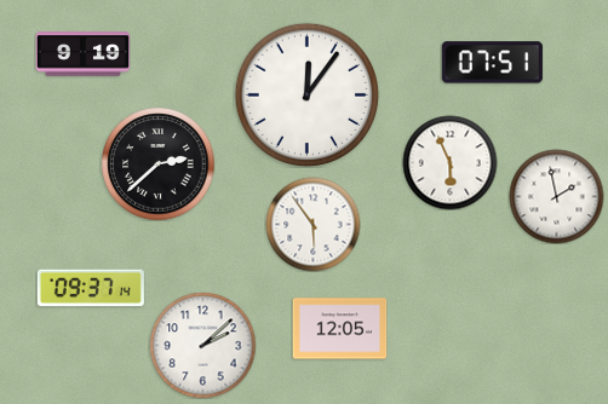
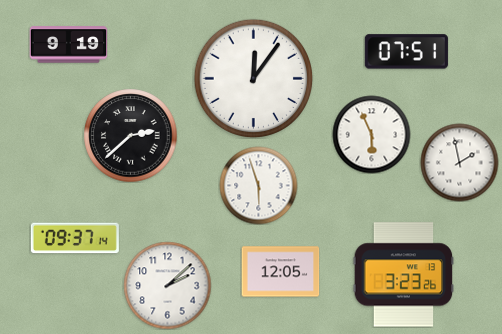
clock at (312, 224): 5:54 -> 5:57
clock at (404, 275): none -> 3:23
